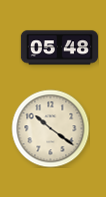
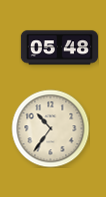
clock at (50, 128): 10:21 -> 10:36
